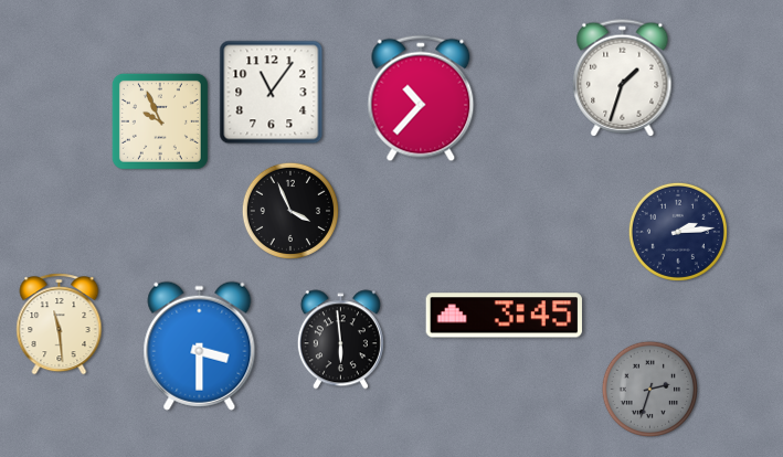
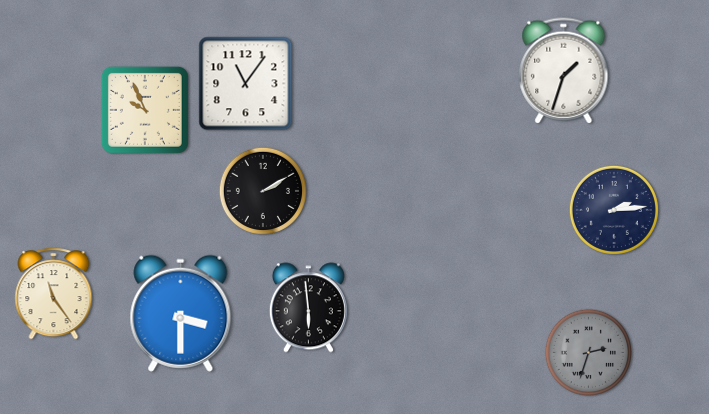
clock at (421, 98): 10:37 -> none
clock at (290, 211): 3:56 -> 2:10
clock at (504, 316): 3:45 -> none
clock at (60, 325): 11:29 -> 11:24
